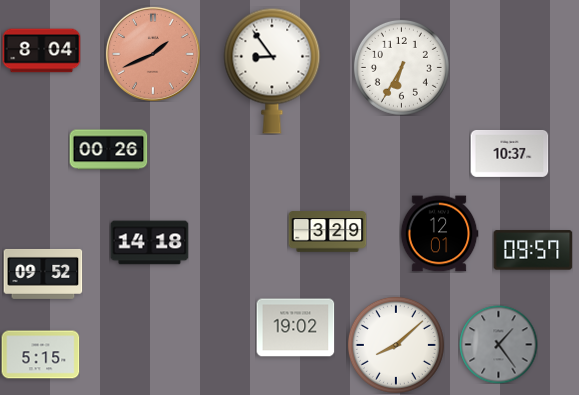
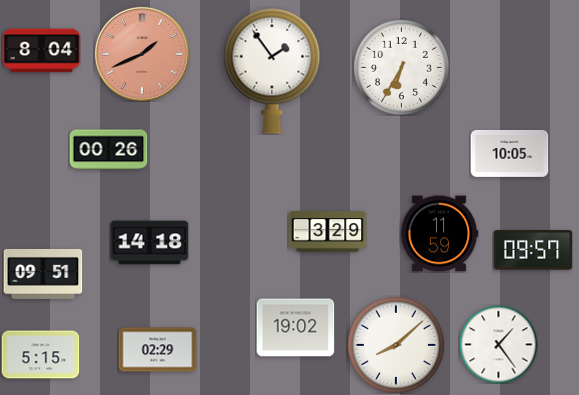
clock at (153, 54) position: (153, 54) -> (142, 54)
clock at (272, 71): 8:54 -> 1:54
clock at (509, 153): 10:37 -> 10:05
clock at (439, 234): 12:01 -> 11:59
clock at (43, 274): 09:52 -> 09:51
clock at (498, 344) dial: grey -> white
clock at (157, 350): none -> 02:29
